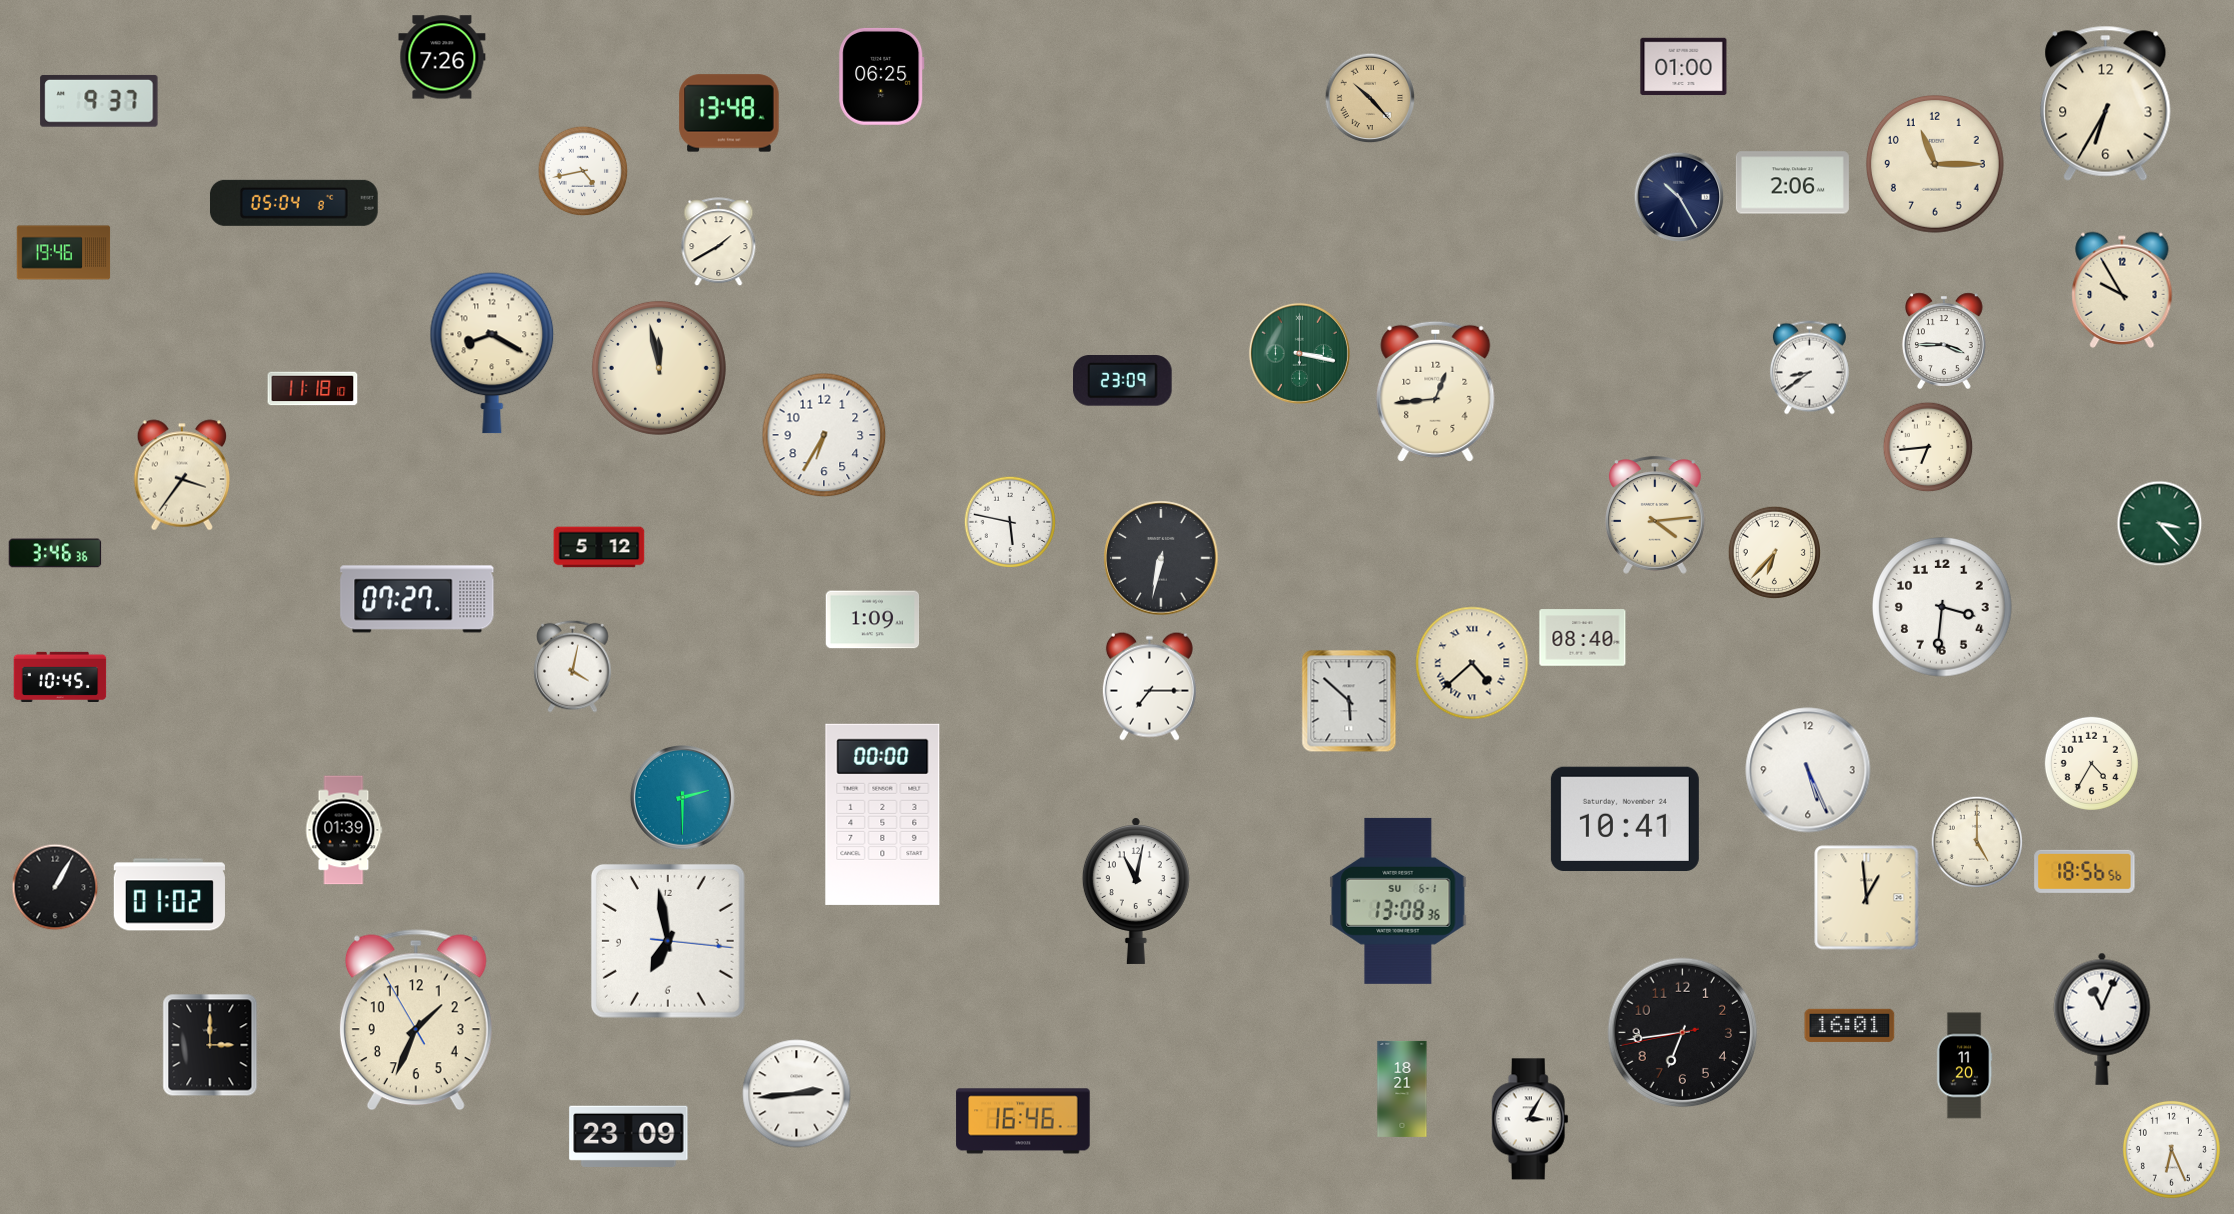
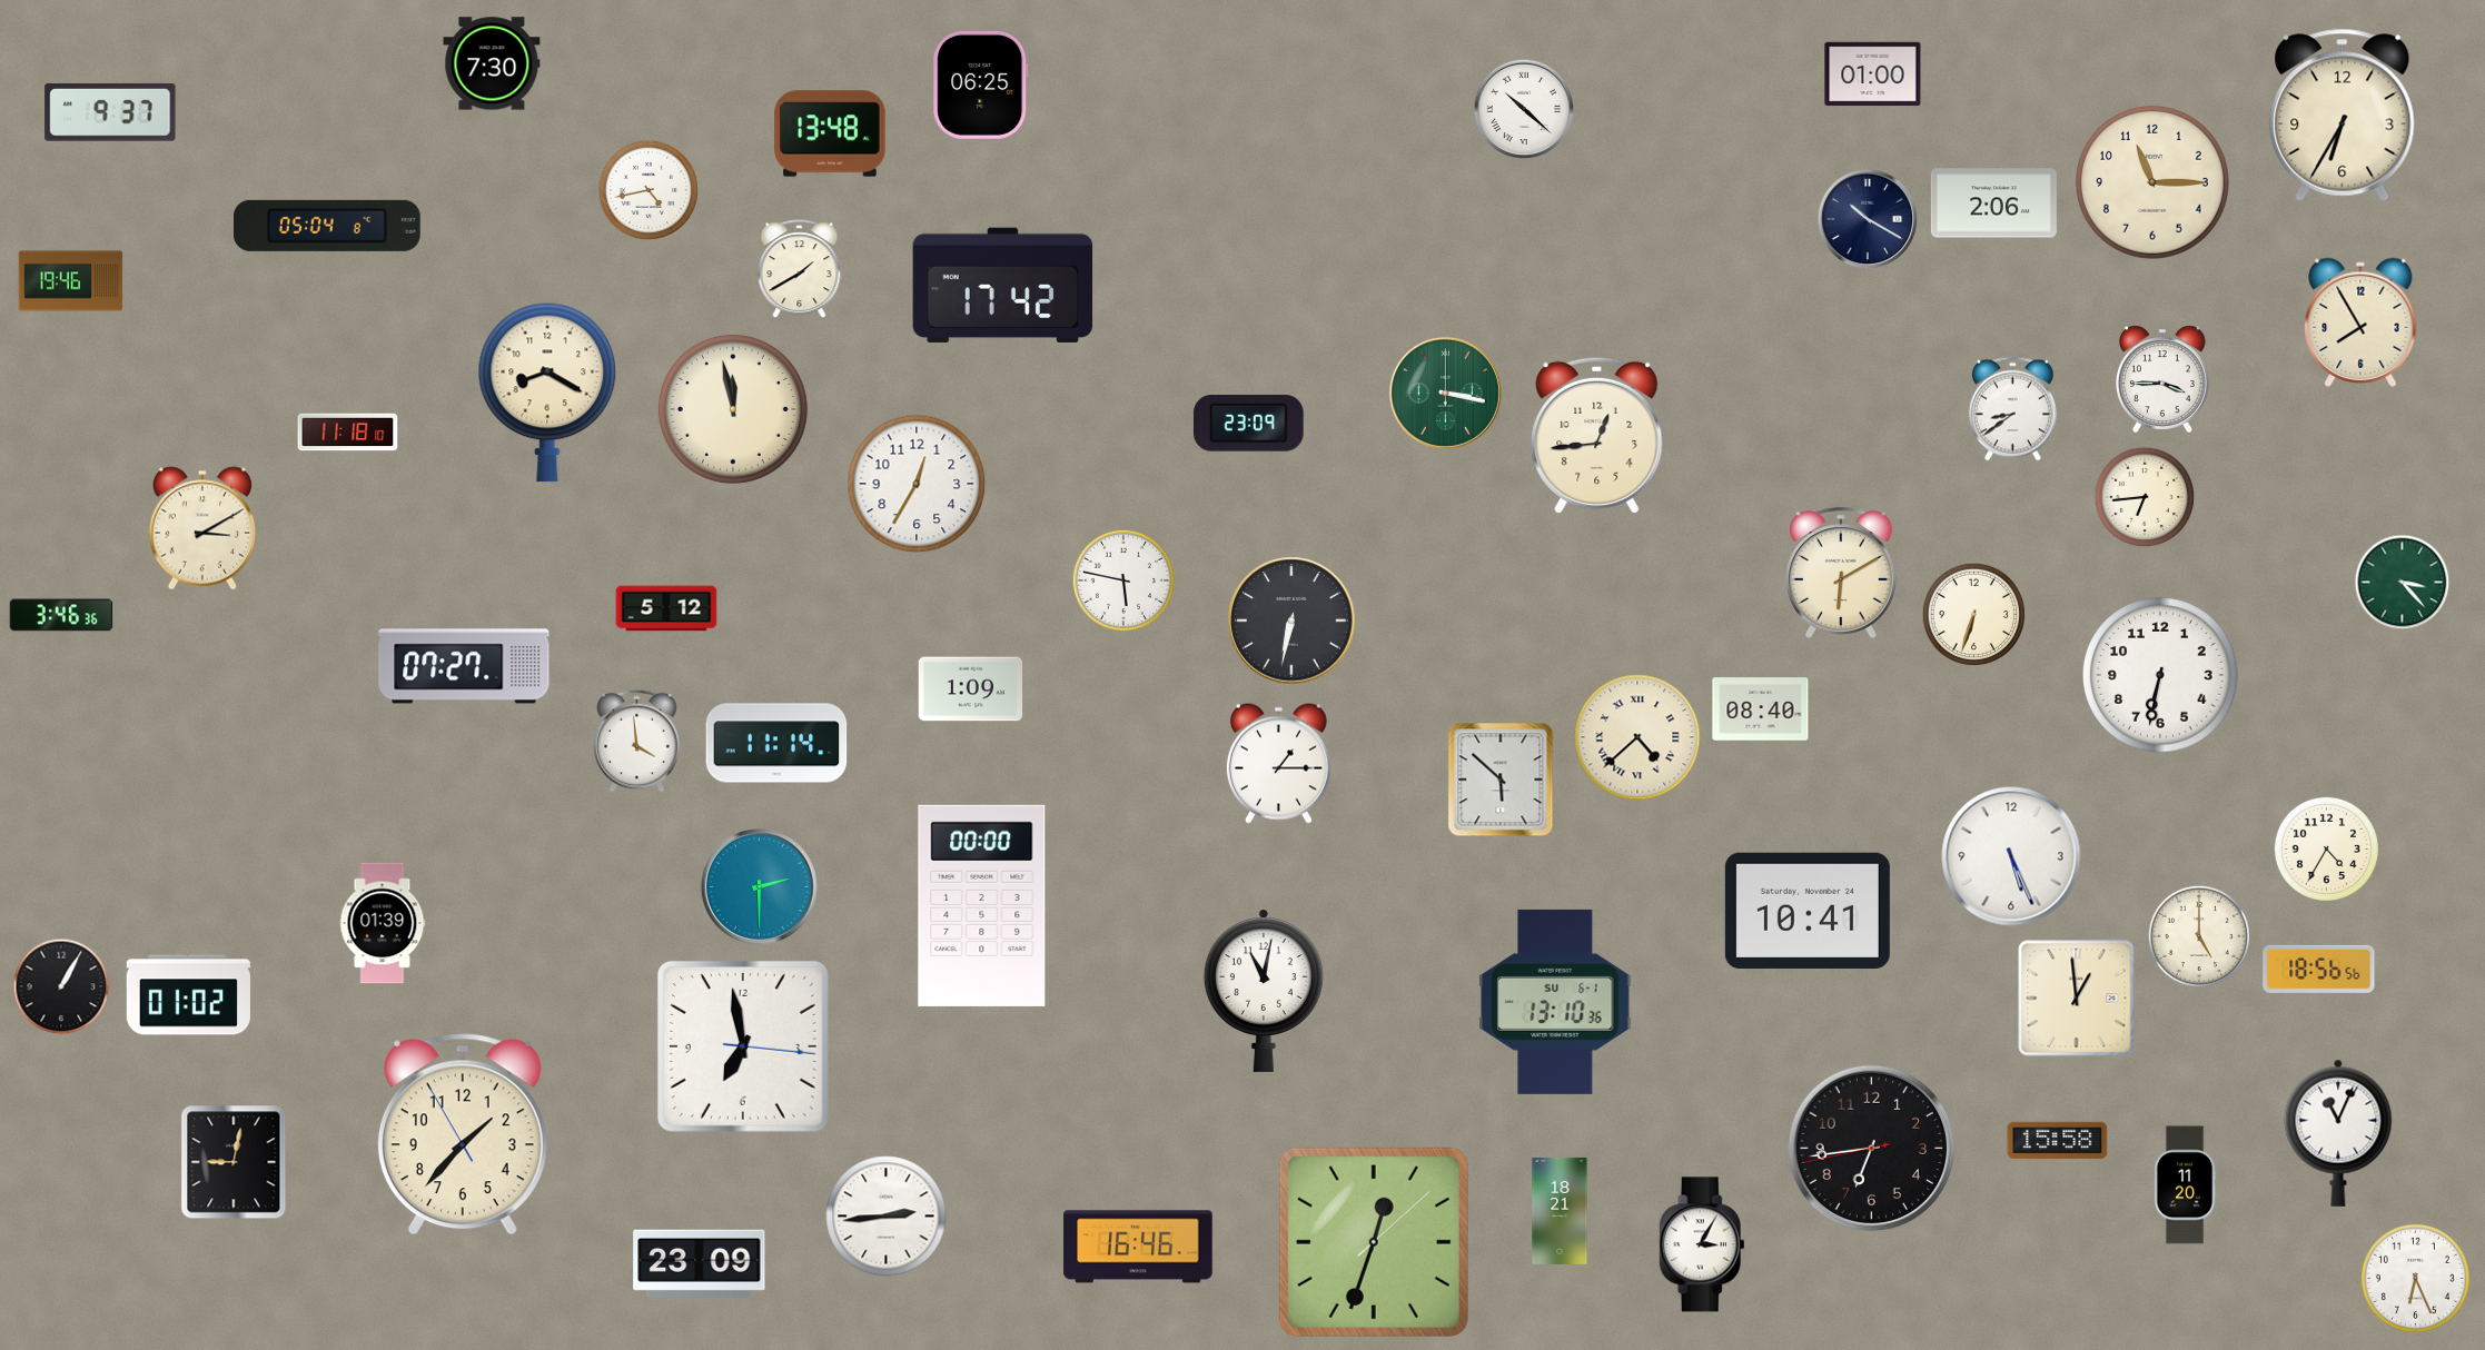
clock at (442, 57): 7:26 -> 7:30
clock at (1370, 98): 10:23 -> 10:22
clock at (1370, 98) dial: champagne -> white
clock at (729, 113) position: (729, 113) -> (830, 133)
clock at (1679, 197): 10:25 -> 10:20
clock at (1003, 285): none -> 17:42
clock at (2122, 290): 9:55 -> 7:55
clock at (824, 435): 6:35 -> 12:35
clock at (181, 475): 3:36 -> 3:10
clock at (1655, 515): 4:14 -> 6:10
clock at (1774, 552): 6:37 -> 6:33
clock at (1942, 607): 3:31 -> 6:32
clock at (573, 666): 4:02 -> 3:59
clock at (776, 743): none -> 11:14
clock at (60, 676): 10:45 -> none
clock at (1149, 686): 7:15 -> 1:15
clock at (1398, 901): 13:08 -> 13:10
clock at (416, 1020): 1:33 -> 1:36
clock at (1850, 1025): 16:01 -> 15:58
clock at (210, 1045): 3:00 -> 9:02
clock at (1374, 1242): none -> 12:33
